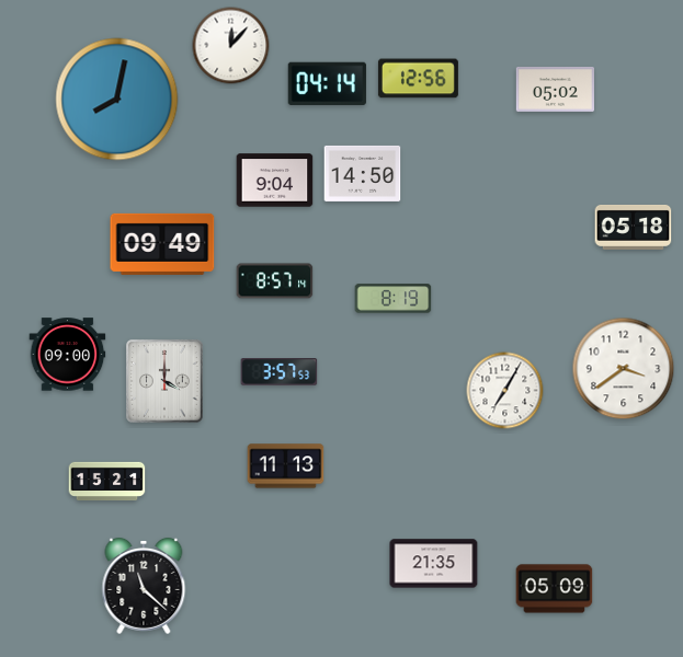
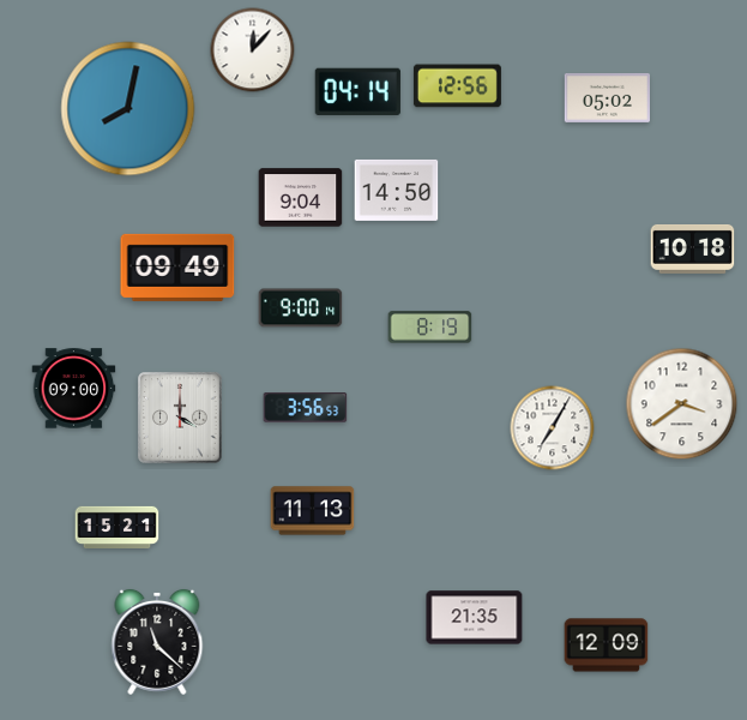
clock at (634, 227): 05:18 -> 10:18
clock at (275, 281): 8:57 -> 9:00
clock at (280, 372): 3:57 -> 3:56
clock at (555, 589): 05:09 -> 12:09
